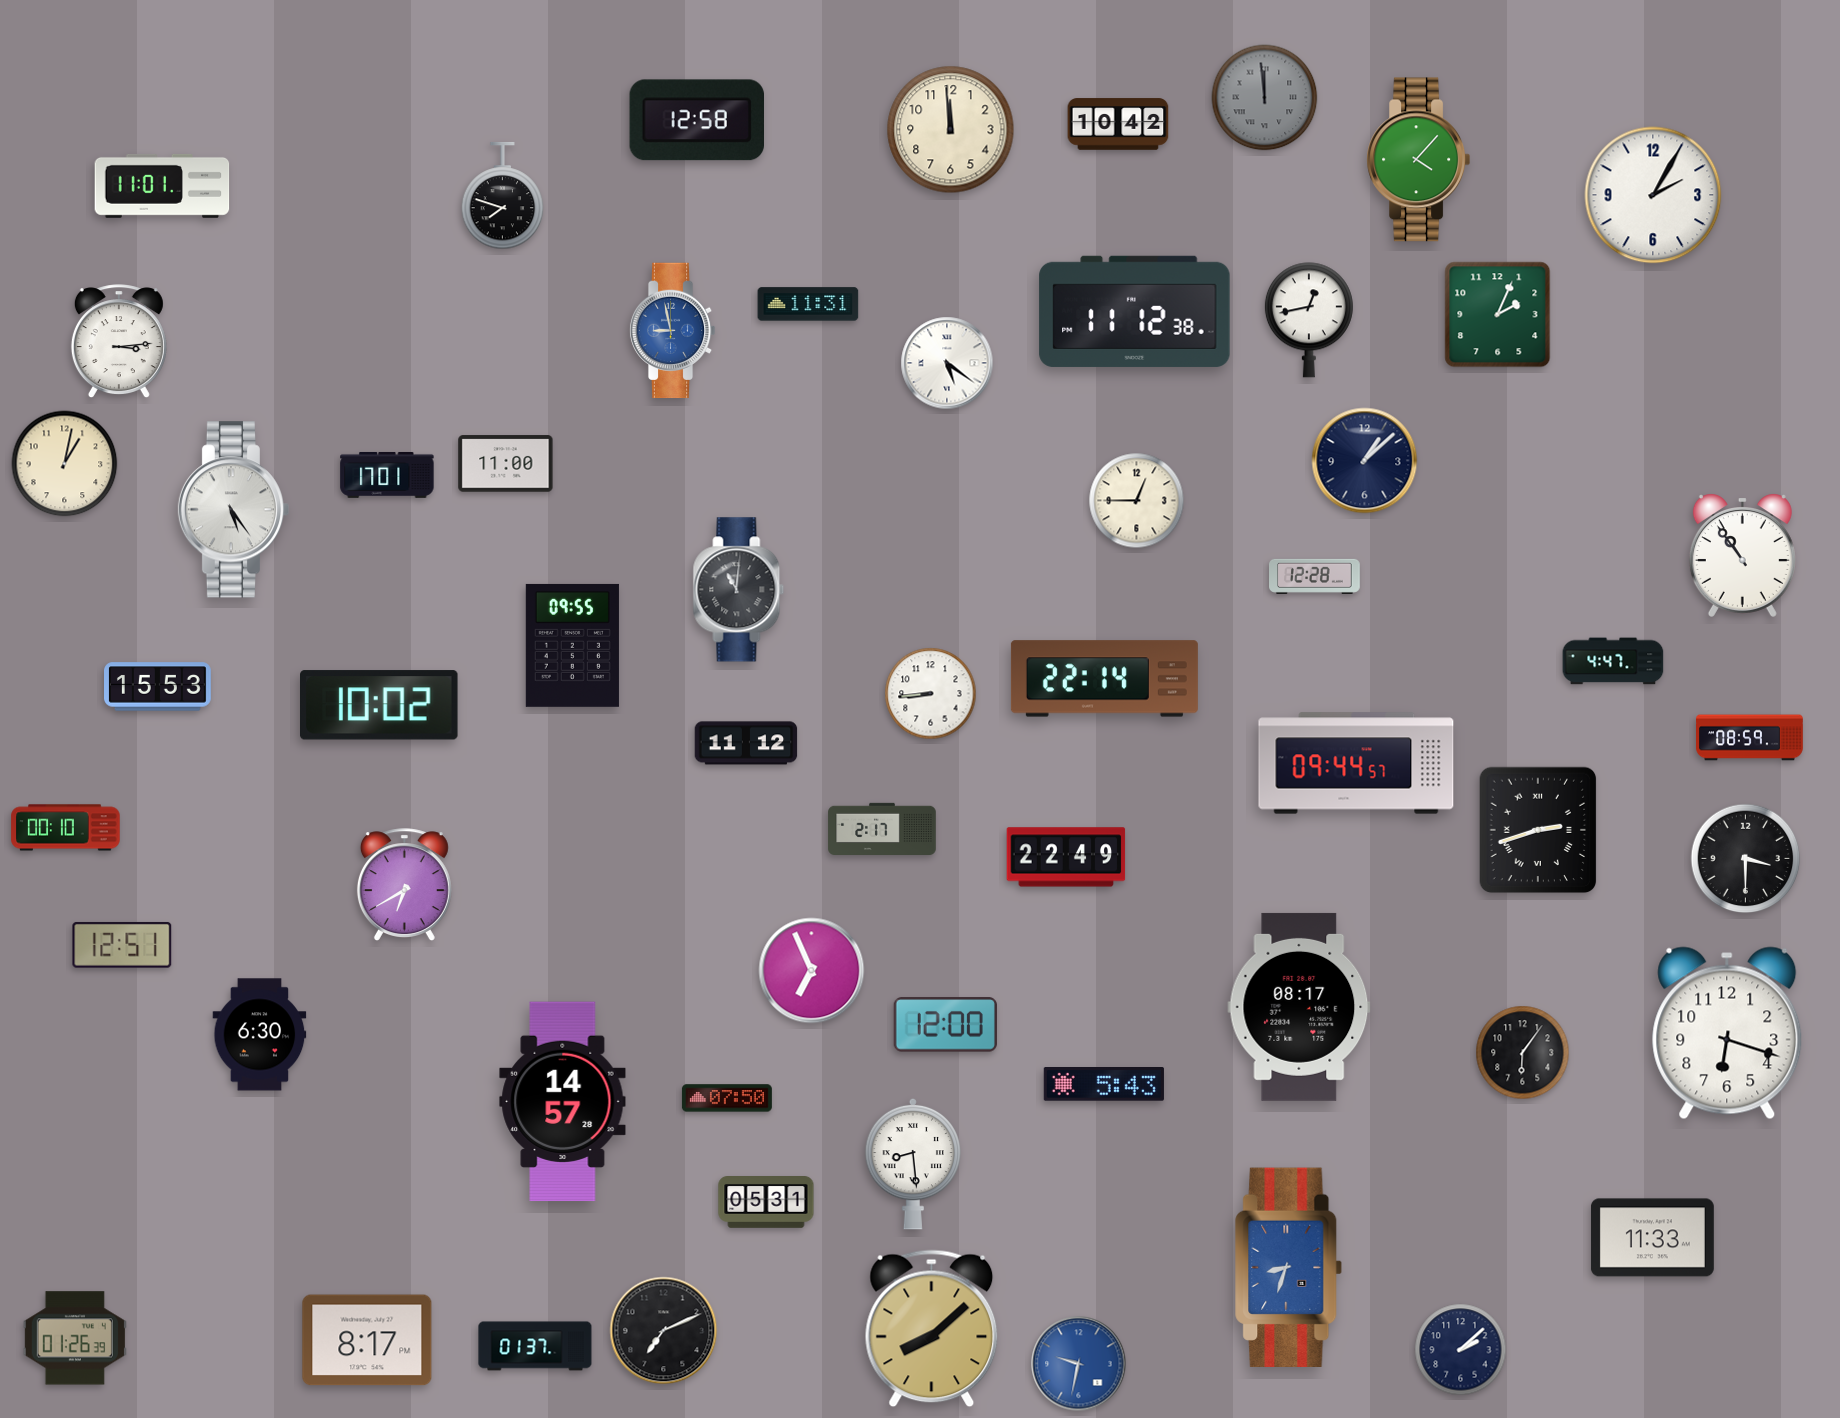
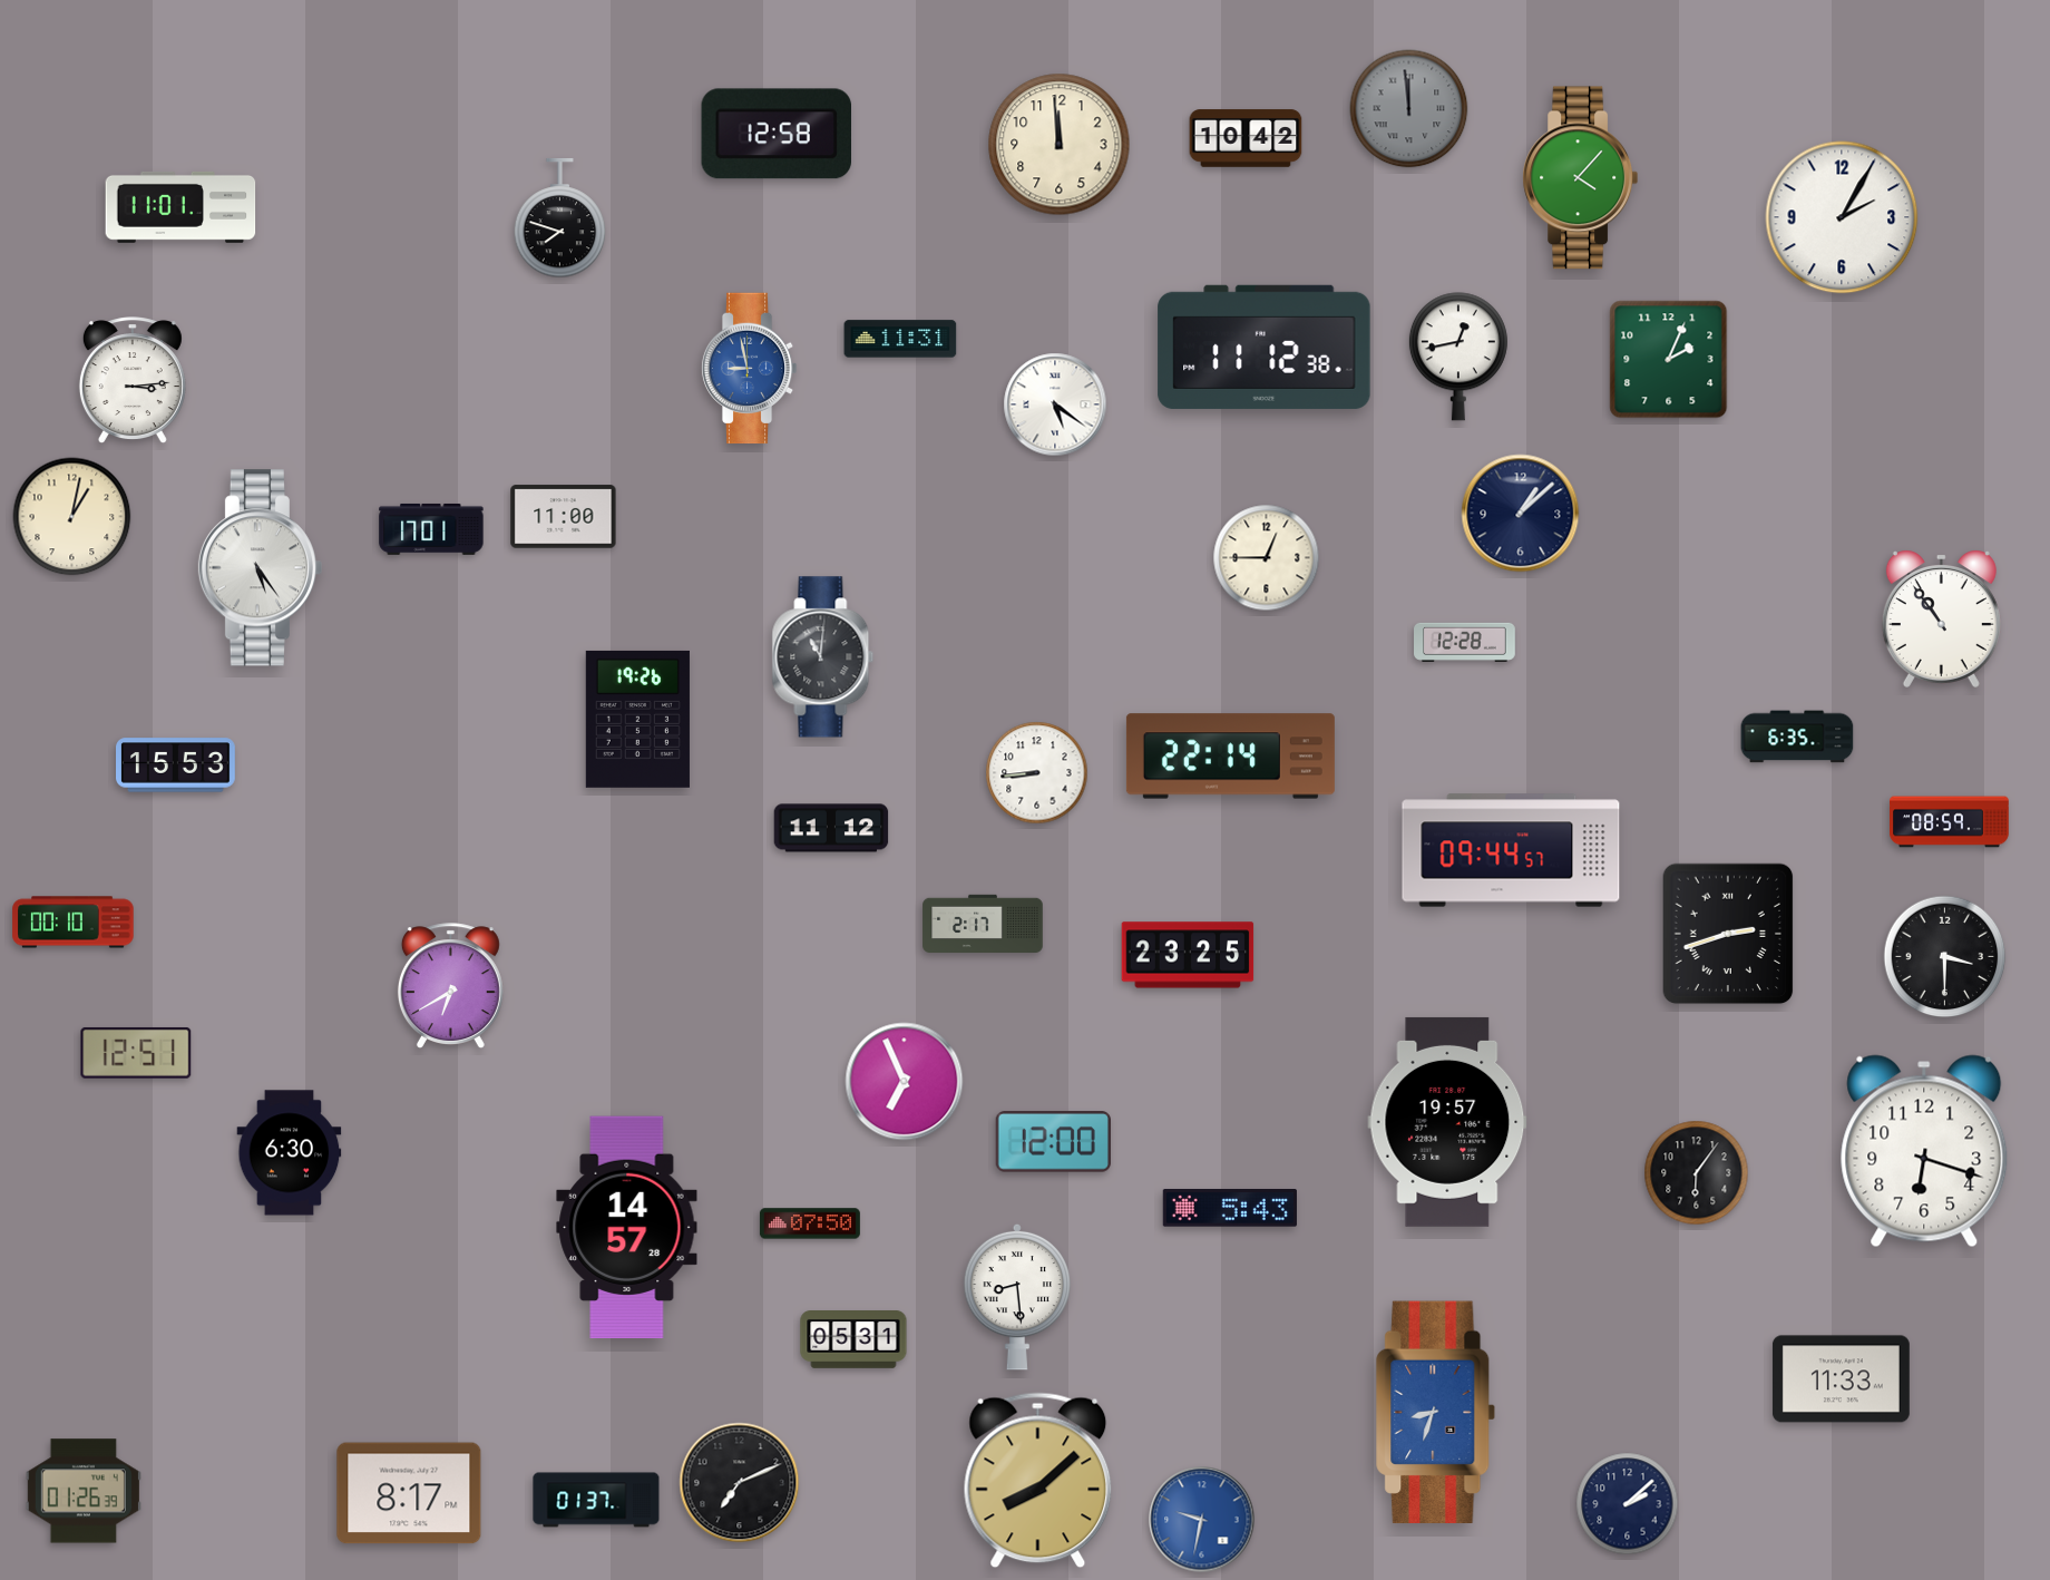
clock at (1498, 315) position: (1498, 315) -> (1669, 360)
clock at (572, 645): 09:55 -> 19:26
clock at (1613, 661): 4:47 -> 6:35
clock at (380, 705): 10:02 -> none
clock at (1538, 830) position: (1538, 830) -> (1728, 934)
clock at (1066, 857): 22:49 -> 23:25
clock at (1299, 1007): 08:17 -> 19:57
